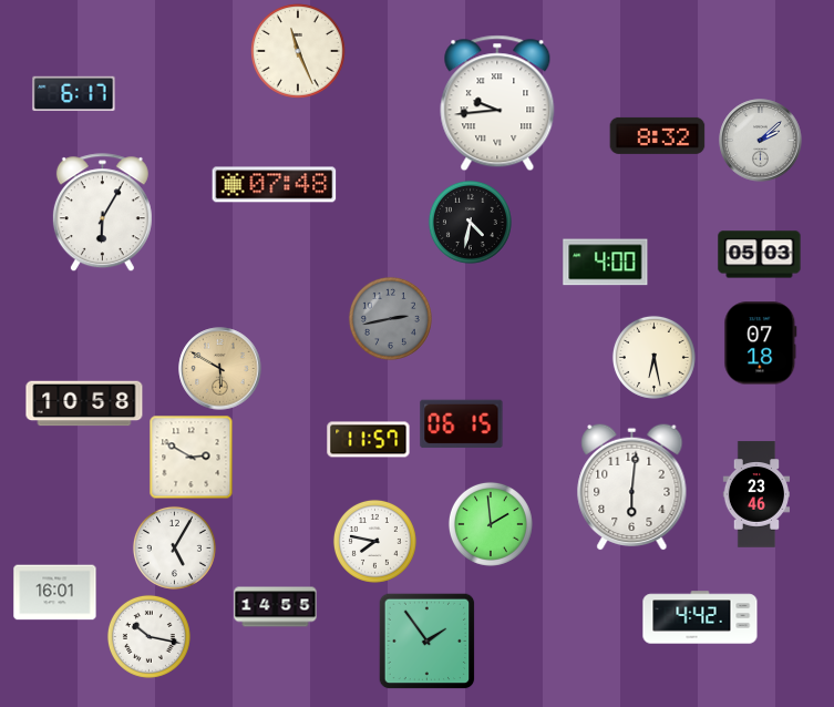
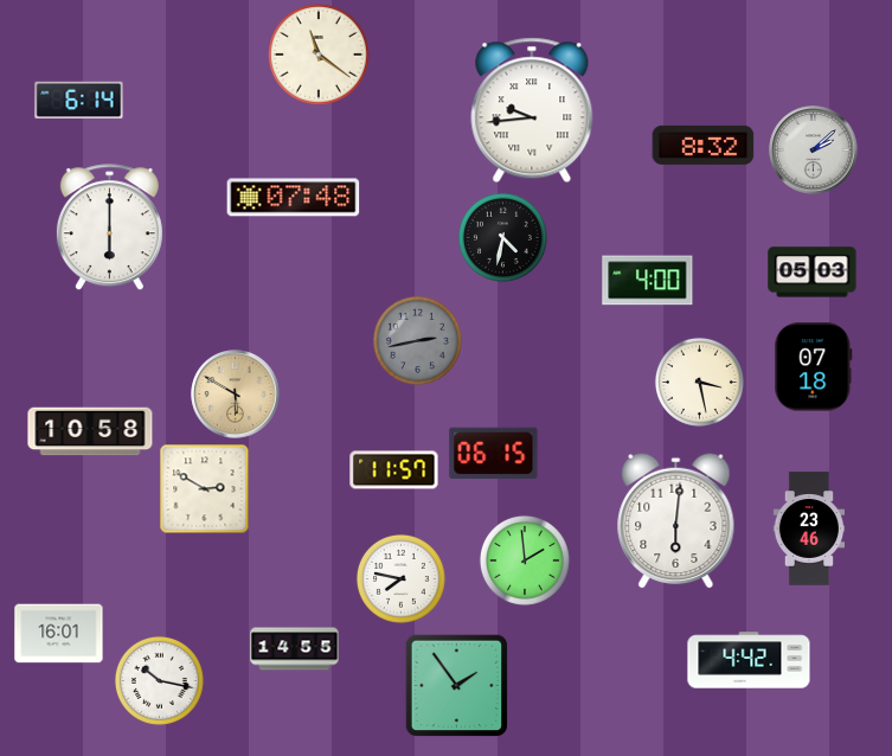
clock at (299, 52): 11:26 -> 11:21
clock at (74, 94): 6:17 -> 6:14
clock at (102, 213): 6:05 -> 6:00
clock at (653, 357): 6:28 -> 3:28
clock at (174, 547): 5:05 -> none
